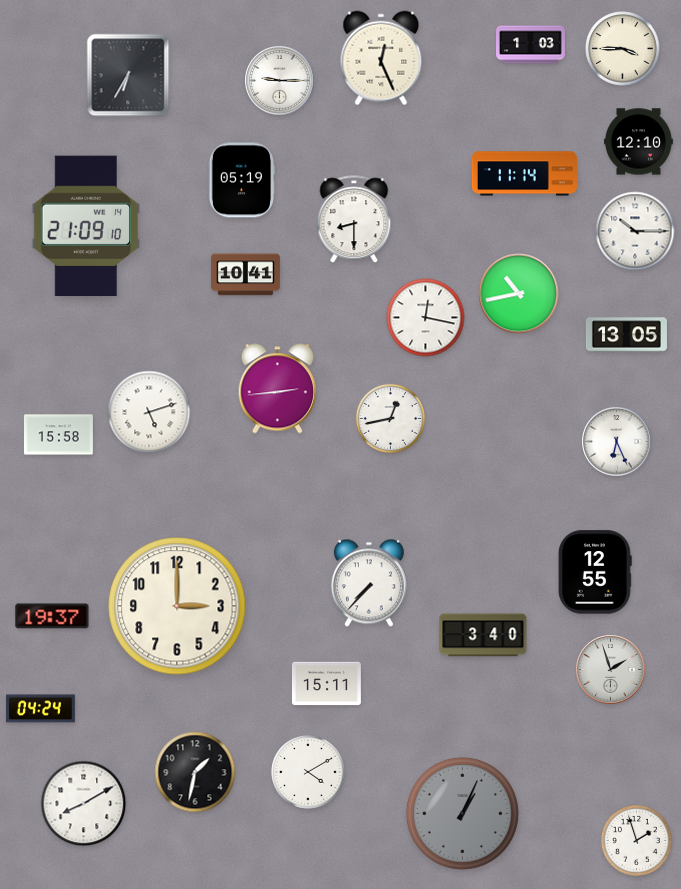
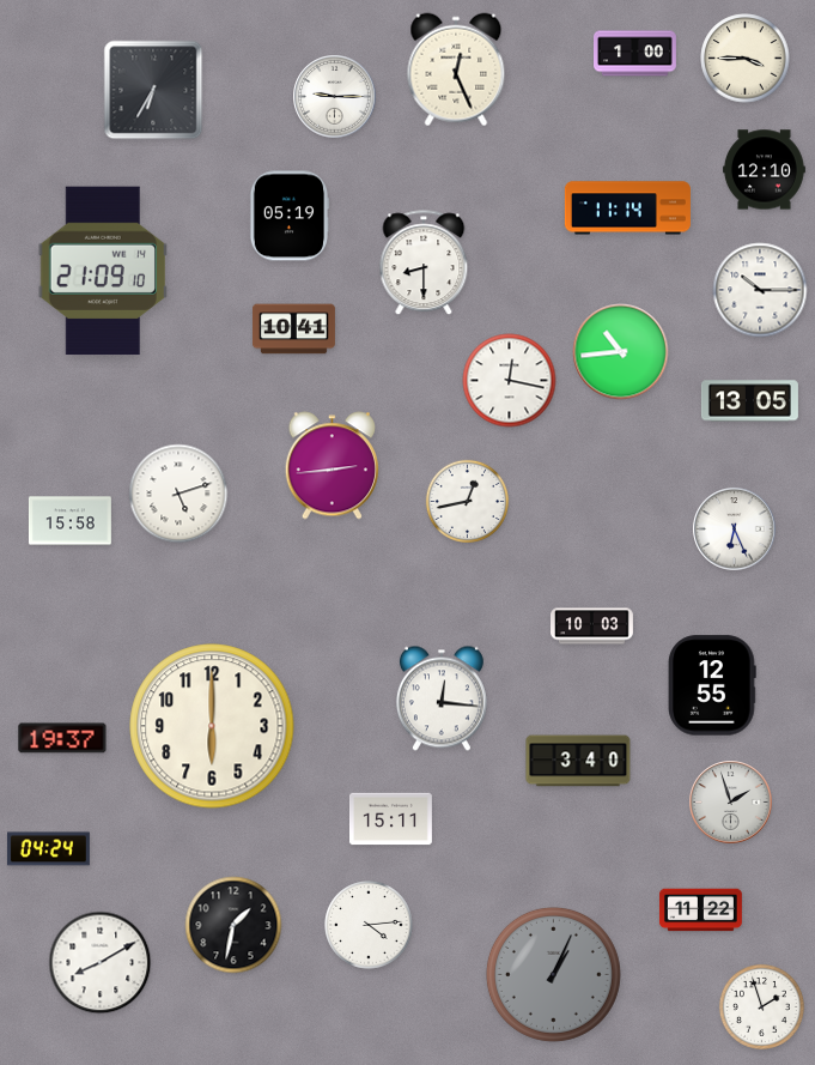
clock at (531, 45): 1:03 -> 1:00
clock at (635, 231) position: (635, 231) -> (760, 290)
clock at (519, 294): 10:43 -> 10:44
clock at (617, 442) position: (617, 442) -> (735, 530)
clock at (592, 627): none -> 10:03
clock at (369, 583): 7:37 -> 12:16
clock at (177, 606): 3:00 -> 6:00
clock at (700, 910): none -> 11:22
clock at (308, 772): 4:10 -> 4:14
